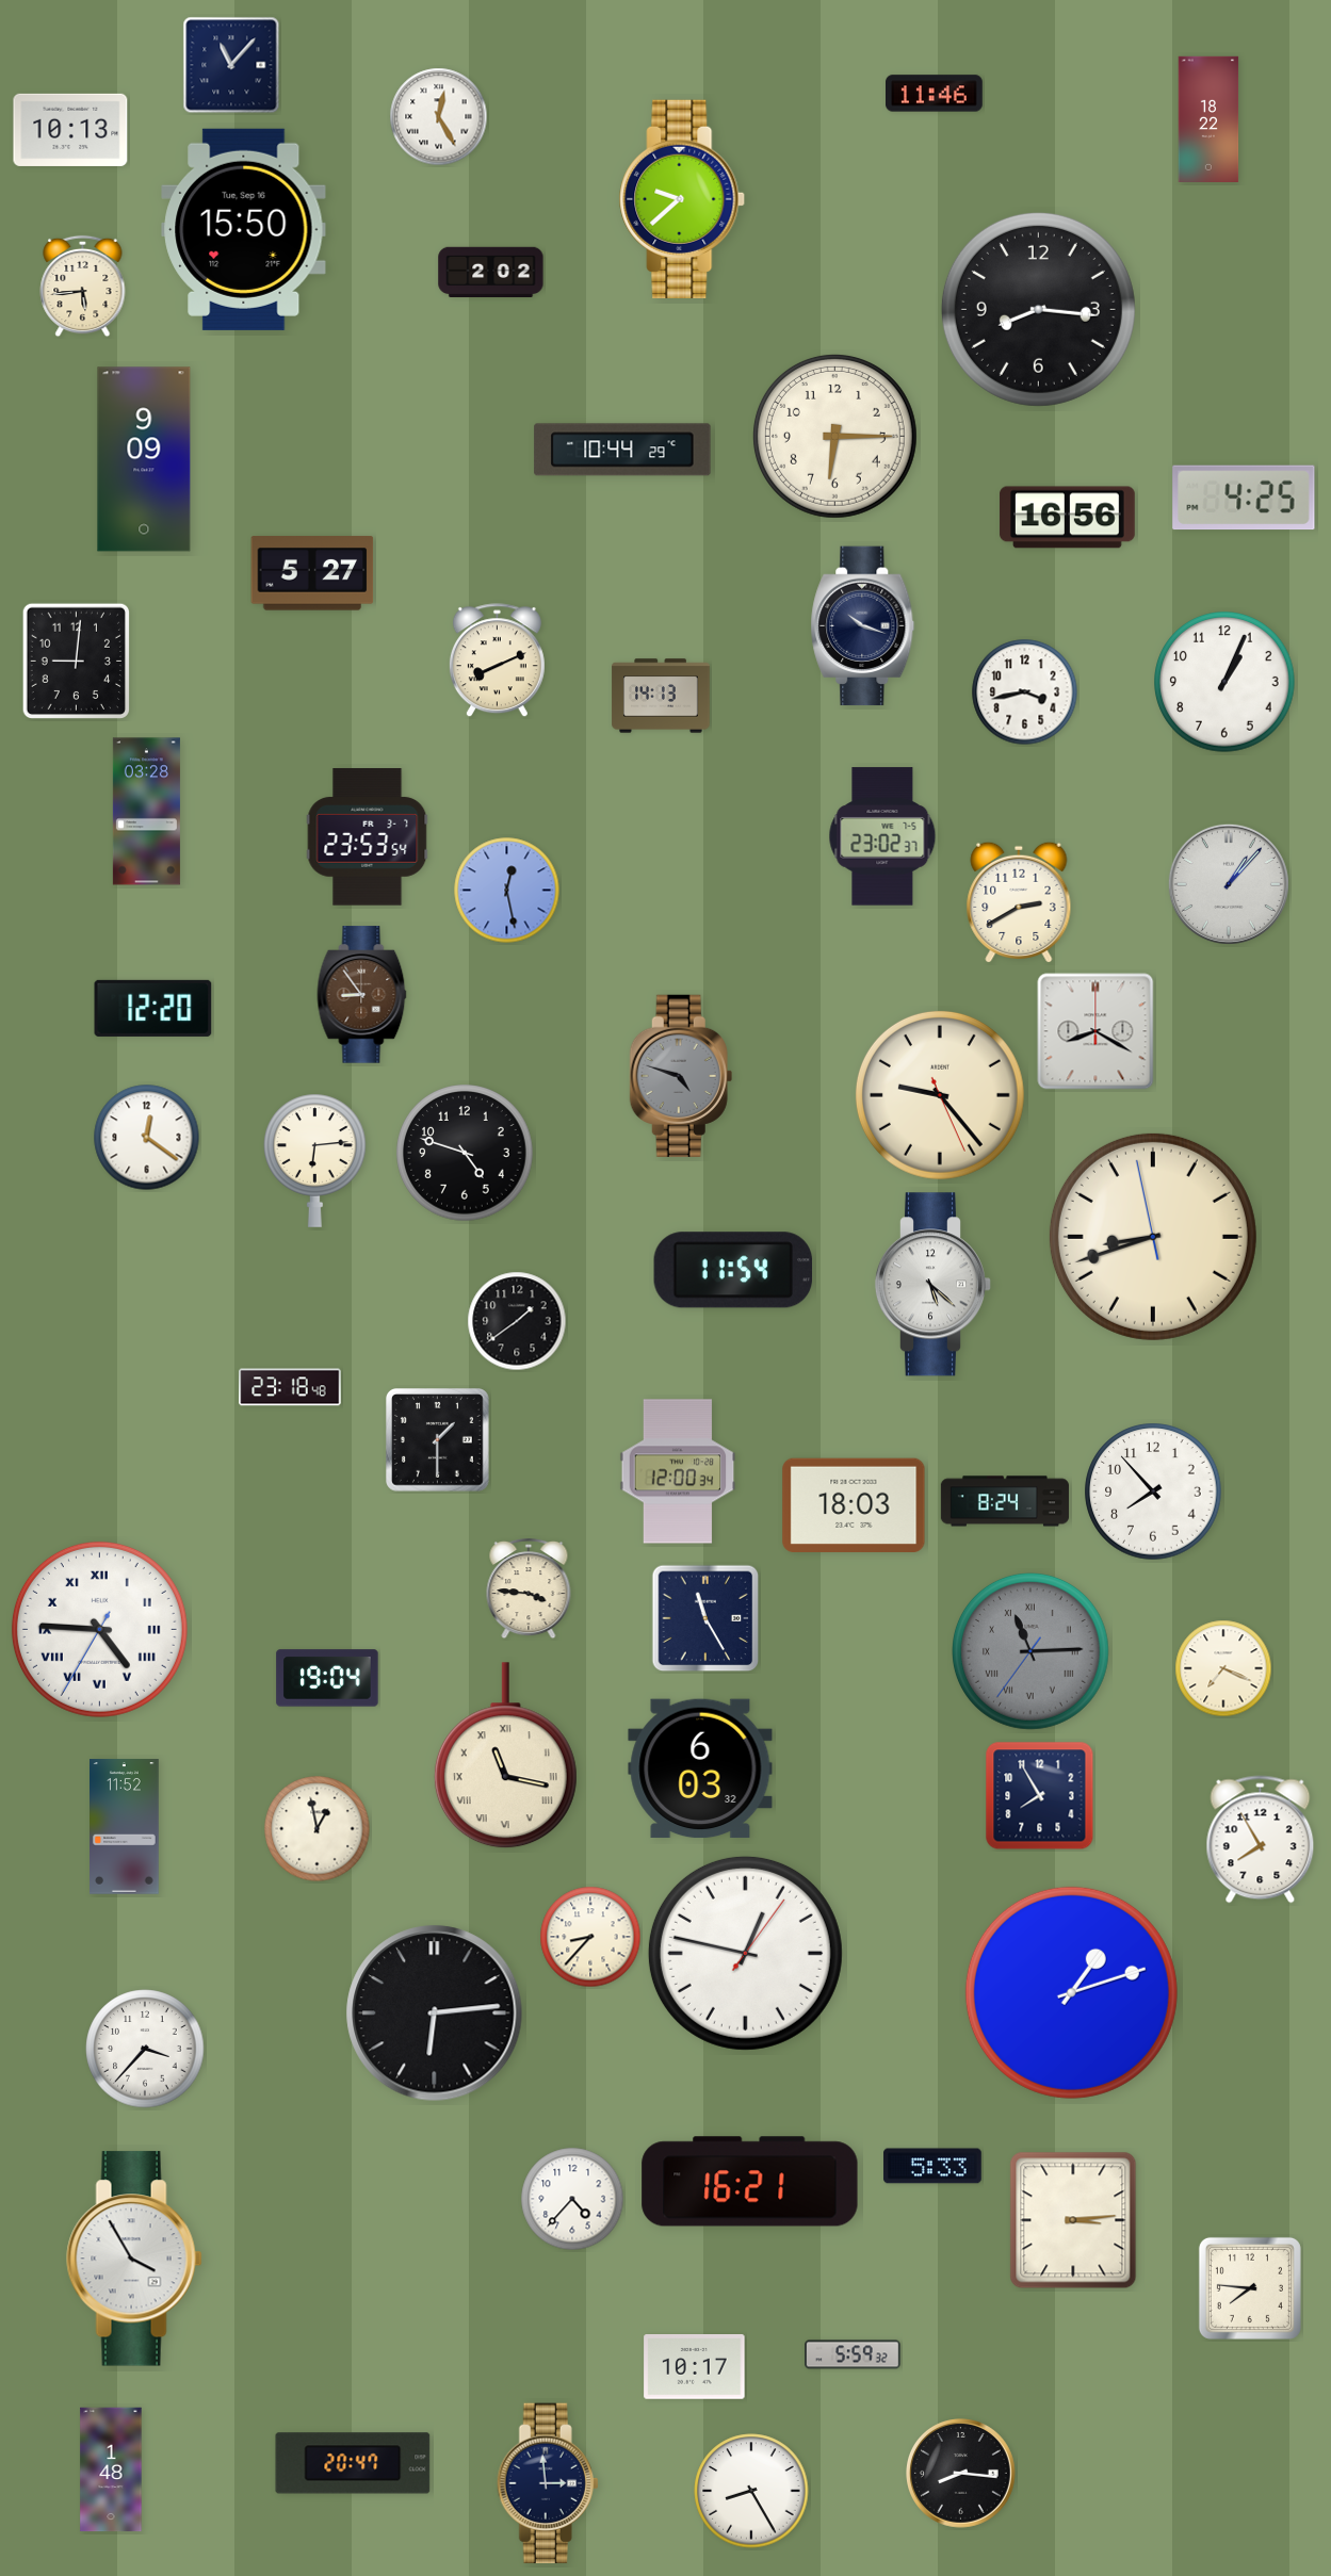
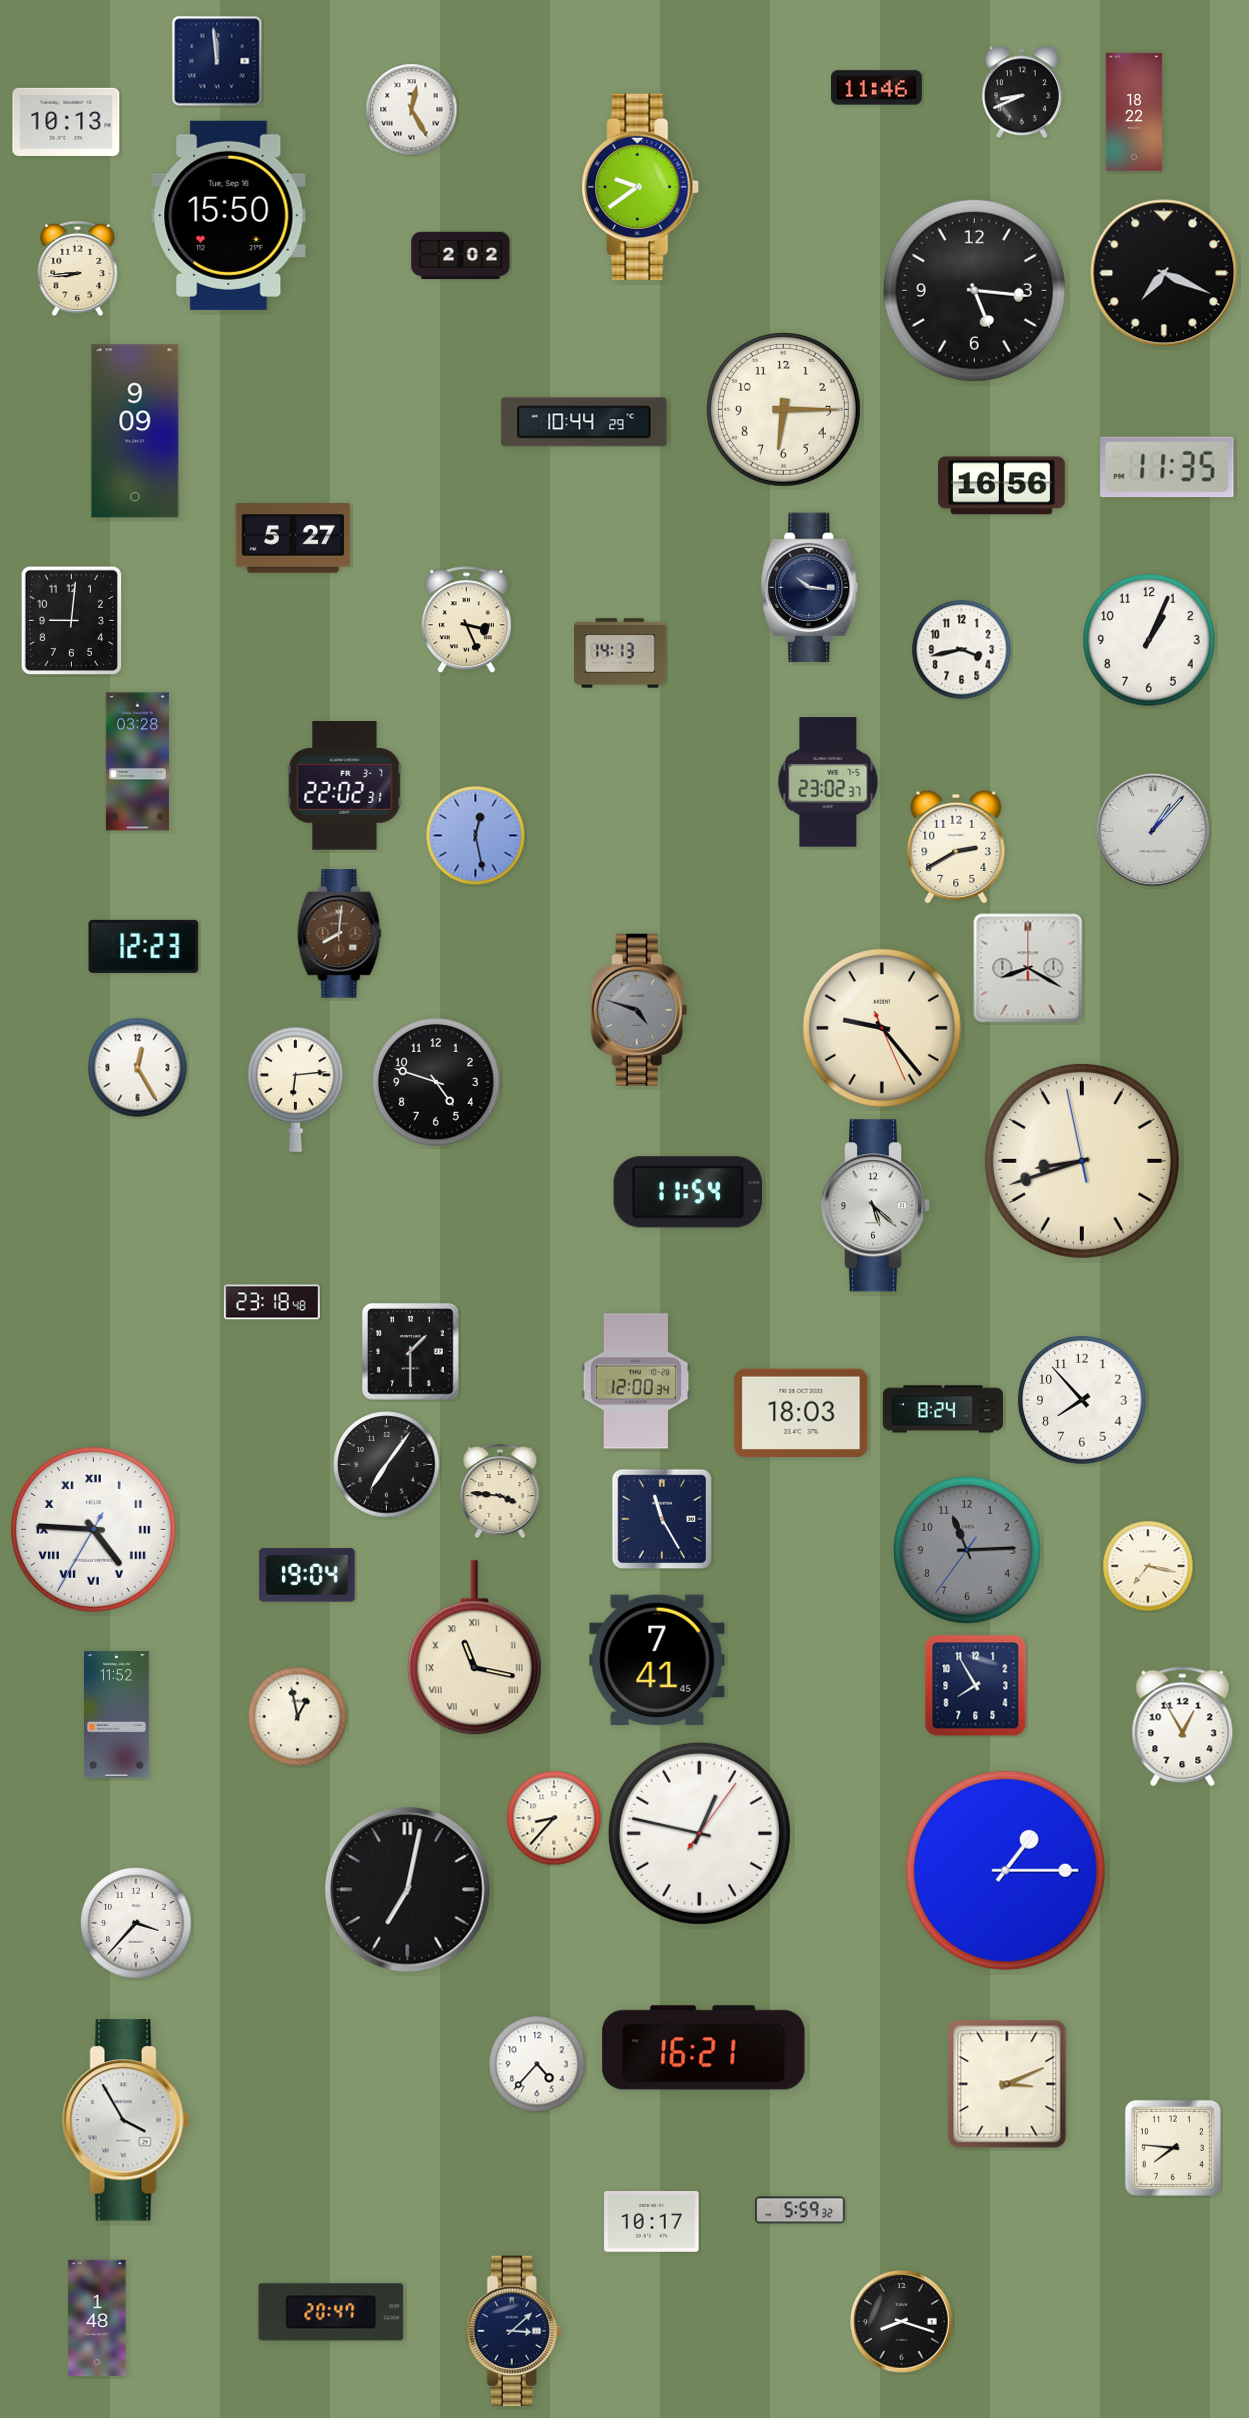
clock at (231, 65): 11:07 -> 11:59
clock at (1022, 92): none -> 8:41
clock at (683, 199): 9:38 -> 9:39
clock at (83, 287): 5:44 -> 8:44
clock at (1164, 273): none -> 7:19
clock at (1038, 309): 8:16 -> 5:16
clock at (1244, 498): 4:25 -> 11:35
clock at (863, 626): 10:18 -> 10:16
clock at (497, 661): 8:11 -> 3:26
clock at (882, 836) position: (882, 836) -> (828, 782)
clock at (368, 837): 23:53 -> 22:02
clock at (362, 995): 8:54 -> 8:01
clock at (153, 1008): 12:20 -> 12:23
clock at (147, 1138): 12:21 -> 12:25
clock at (517, 1321): 1:39 -> none
clock at (387, 1465): none -> 7:06
clock at (529, 1588) position: (529, 1588) -> (500, 1491)
clock at (1032, 1652) numerals: Roman -> Arabic
clock at (1223, 1668): 7:19 -> 7:17
clock at (700, 1768): 6:03 -> 7:41
clock at (1261, 1840): 7:55 -> 12:55
clock at (1071, 1992): 1:12 -> 1:15
clock at (435, 2013): 6:14 -> 7:02
clock at (932, 2166): 5:33 -> none
clock at (1073, 2220): 3:14 -> 3:11
clock at (111, 2469) position: (111, 2469) -> (97, 2318)
clock at (961, 2474): 8:16 -> 8:18
clock at (548, 2483): 2:59 -> 3:08
clock at (751, 2491): 8:25 -> none
